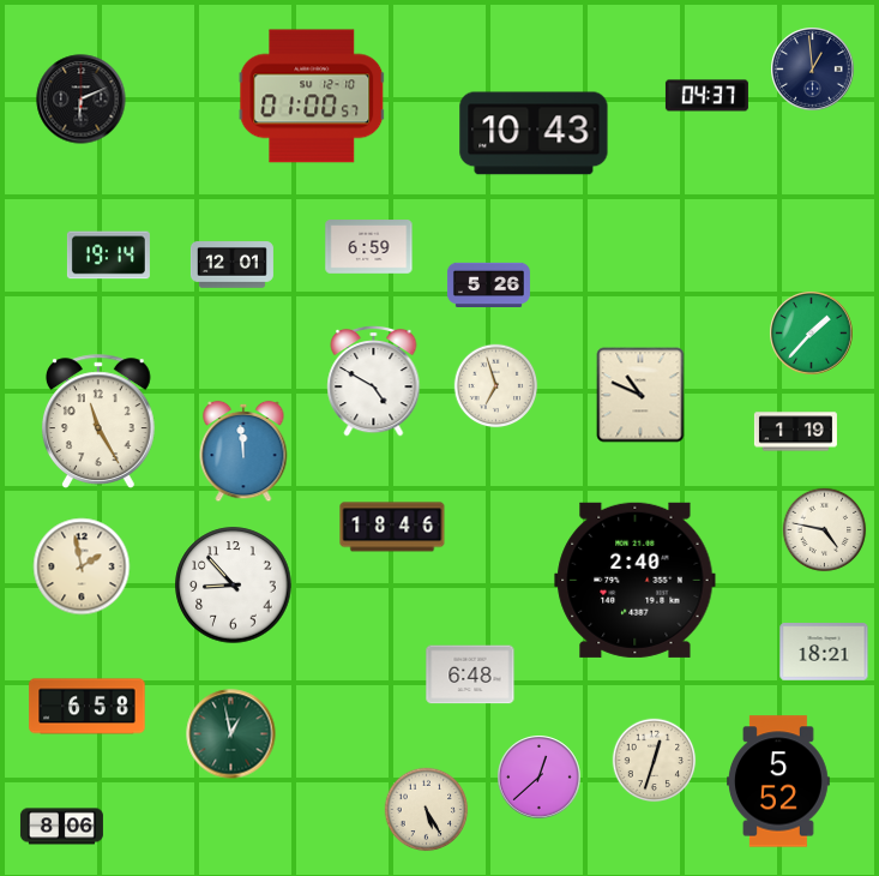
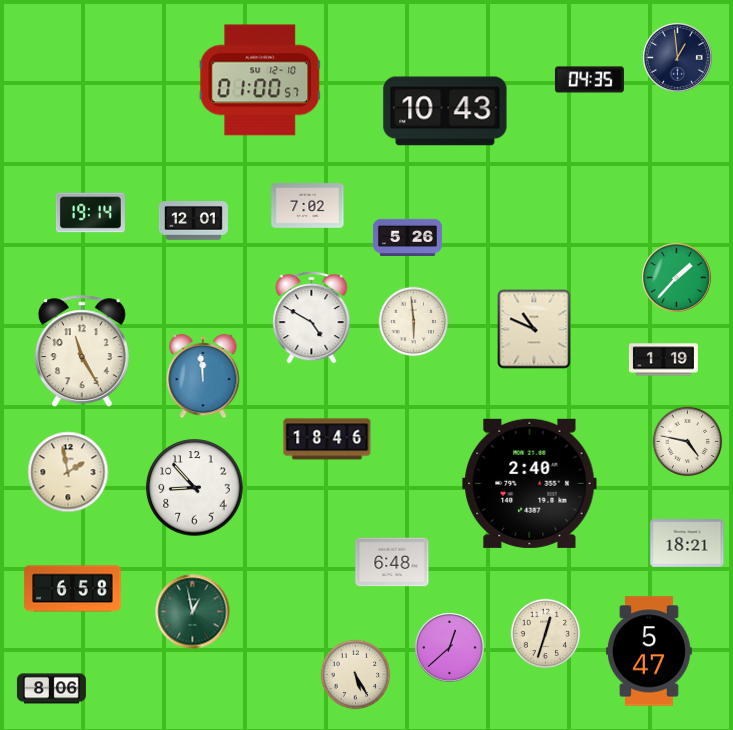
clock at (706, 96): 04:37 -> 04:35
clock at (82, 100): 6:11 -> none
clock at (369, 247): 6:59 -> 7:02
clock at (496, 386): 6:57 -> 5:59
clock at (779, 781): 5:52 -> 5:47
